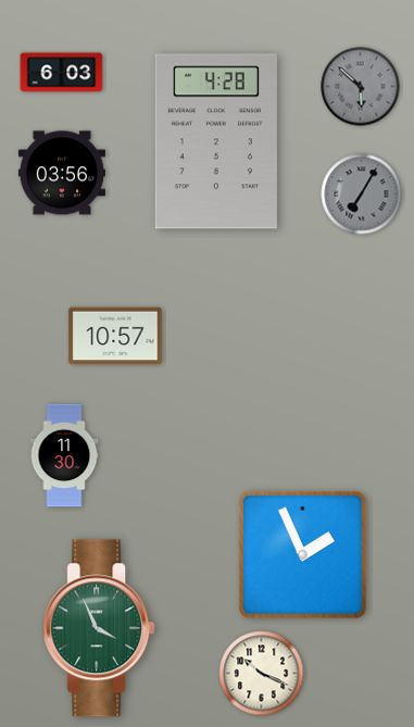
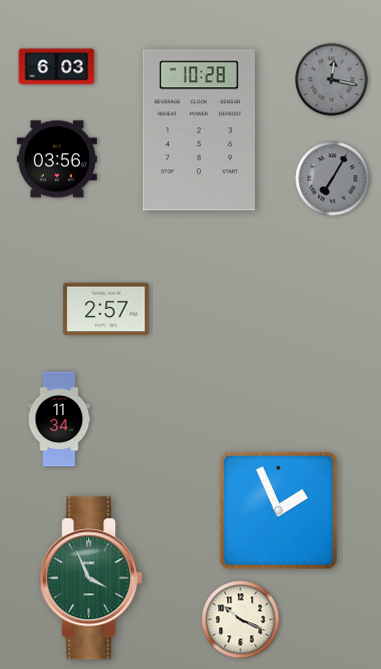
clock at (361, 87): 5:52 -> 12:17
clock at (216, 141): 4:28 -> 10:28
clock at (115, 336): 10:57 -> 2:57
clock at (64, 455): 11:30 -> 11:34
